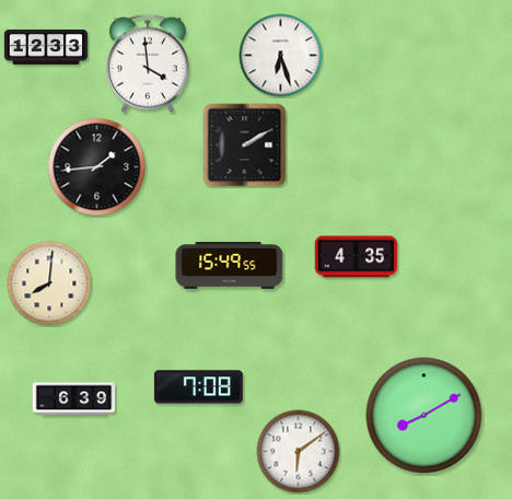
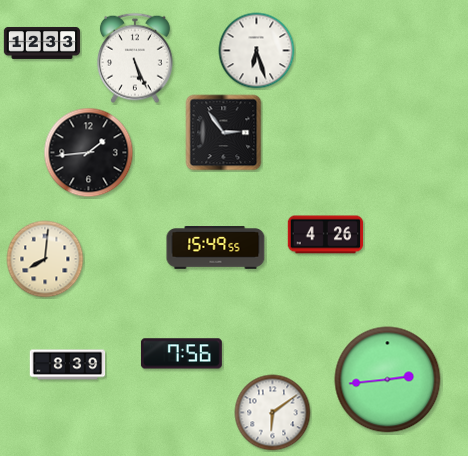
clock at (148, 63): 3:59 -> 5:26
clock at (245, 146): 2:10 -> 2:54
clock at (357, 257): 4:35 -> 4:26
clock at (230, 266) position: (230, 266) -> (216, 248)
clock at (198, 387): 7:08 -> 7:56
clock at (74, 399): 6:39 -> 8:39
clock at (424, 416): 8:10 -> 2:44
